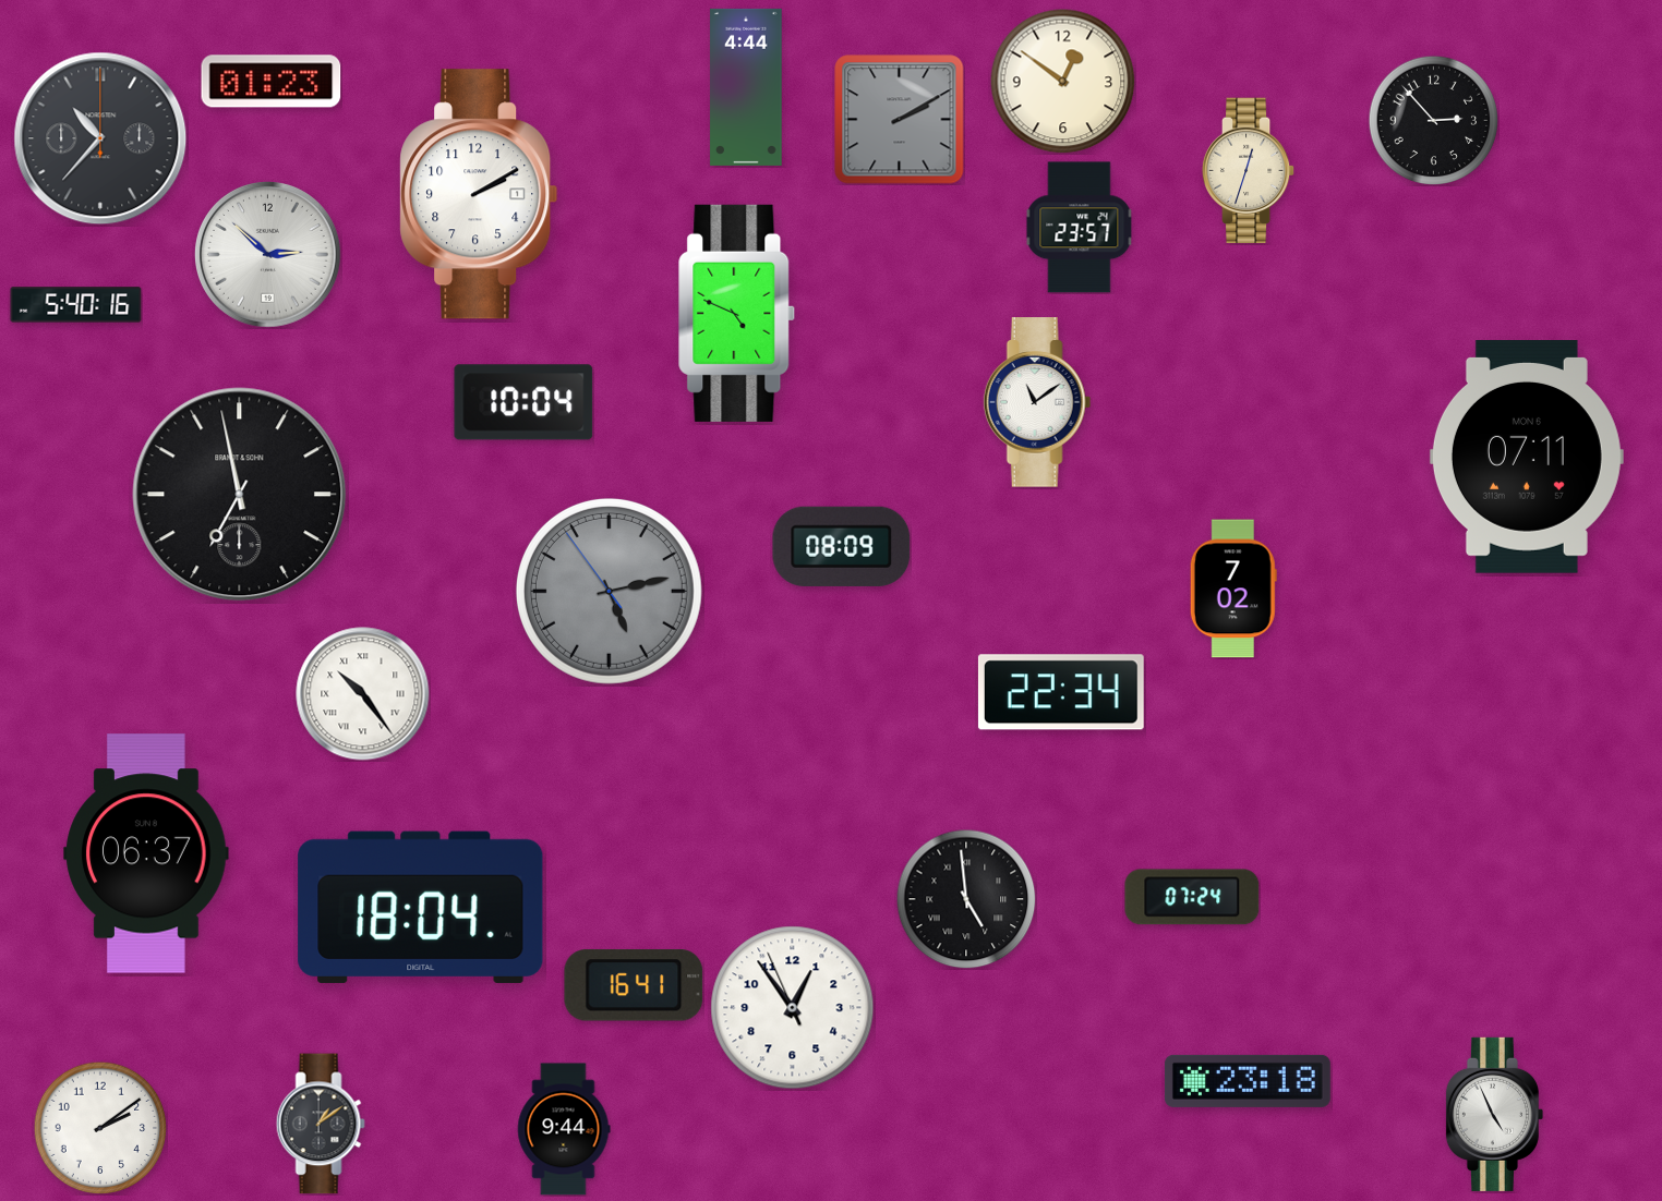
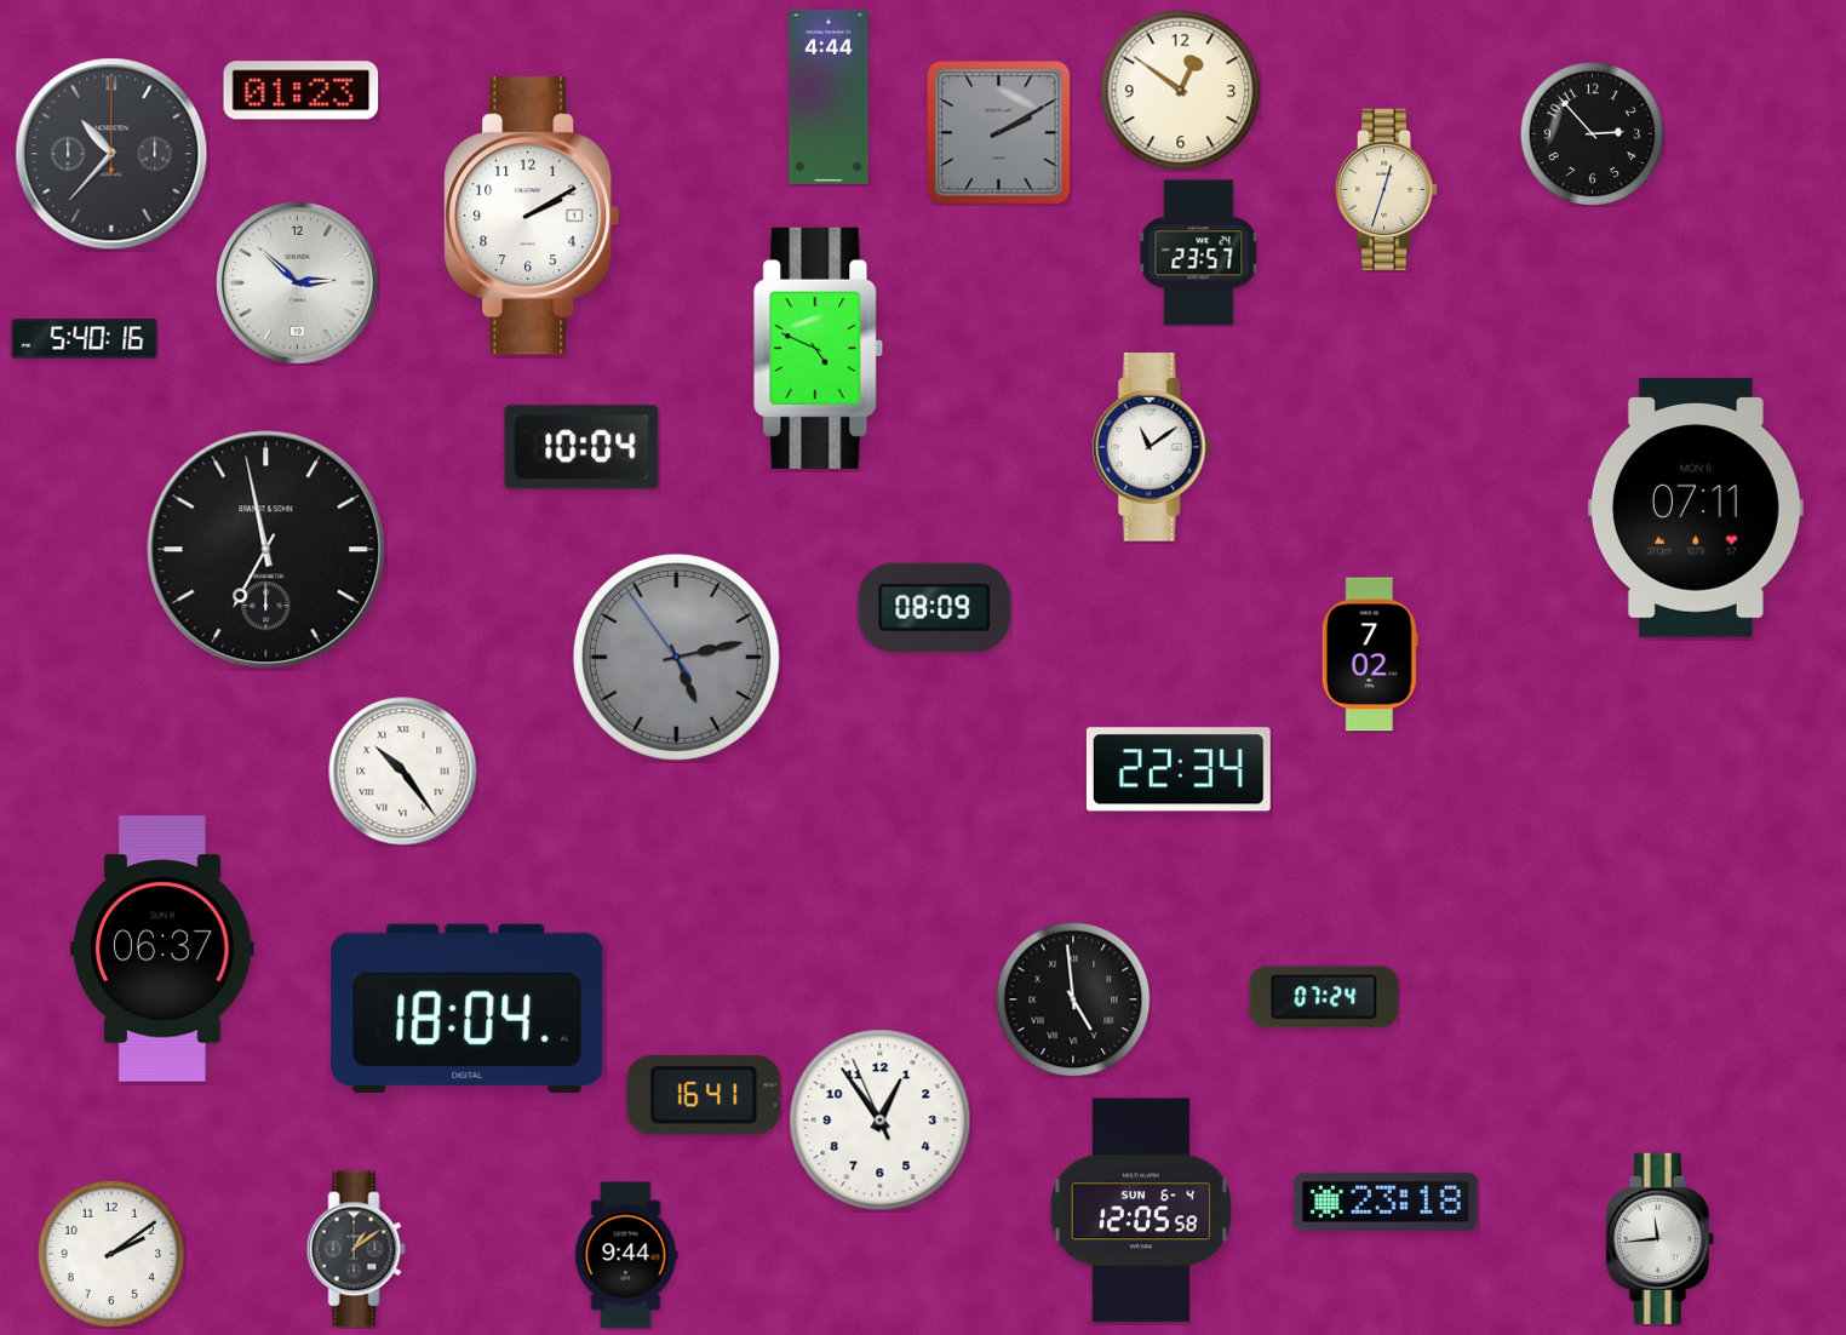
clock at (1141, 1210): none -> 12:05
clock at (1494, 1114): 4:56 -> 11:44
